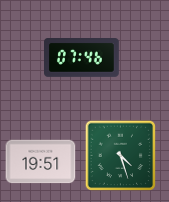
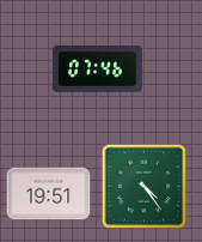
clock at (121, 156): 4:27 -> 4:24
